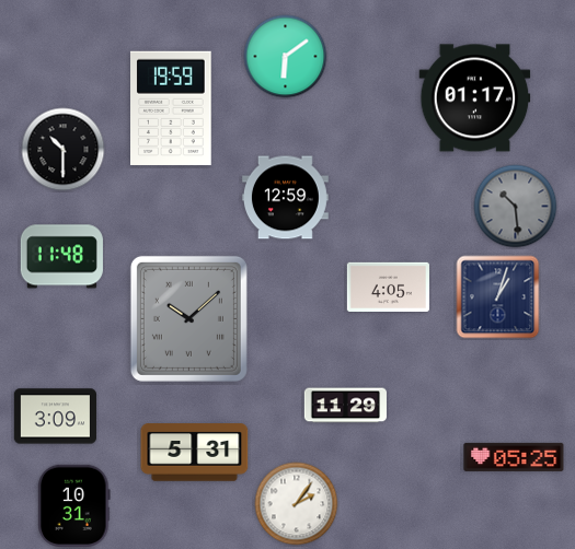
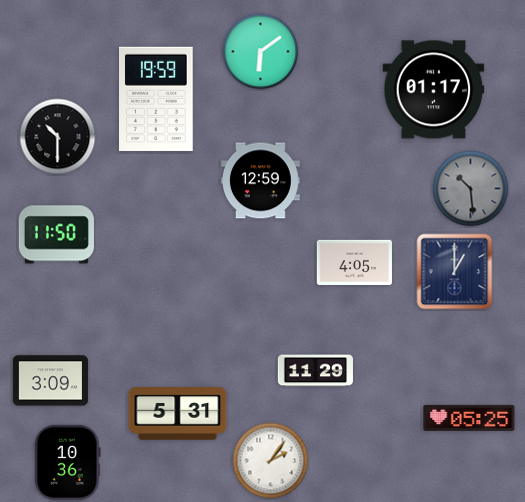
clock at (61, 257): 11:48 -> 11:50
clock at (498, 297): 1:03 -> 1:00
clock at (188, 318): 10:08 -> none
clock at (74, 505): 10:31 -> 10:36
